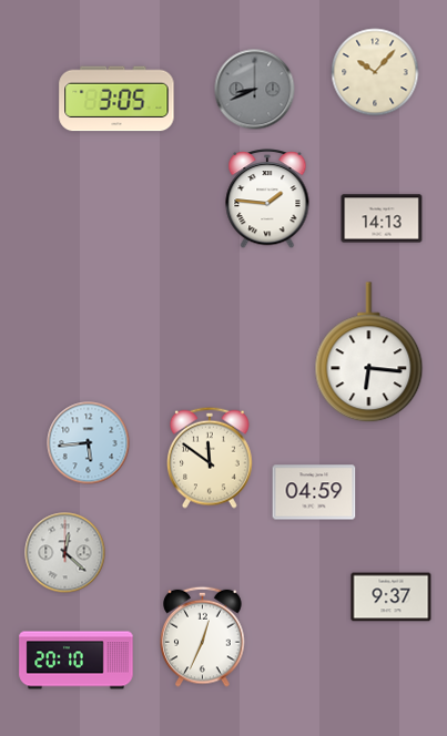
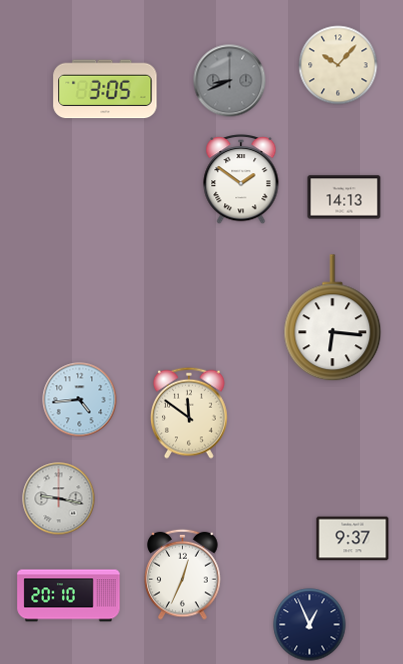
clock at (267, 200): 1:46 -> 1:51
clock at (89, 443): 5:44 -> 4:44
clock at (314, 492): 04:59 -> none
clock at (65, 553): 12:22 -> 9:17
clock at (310, 625): none -> 12:56
